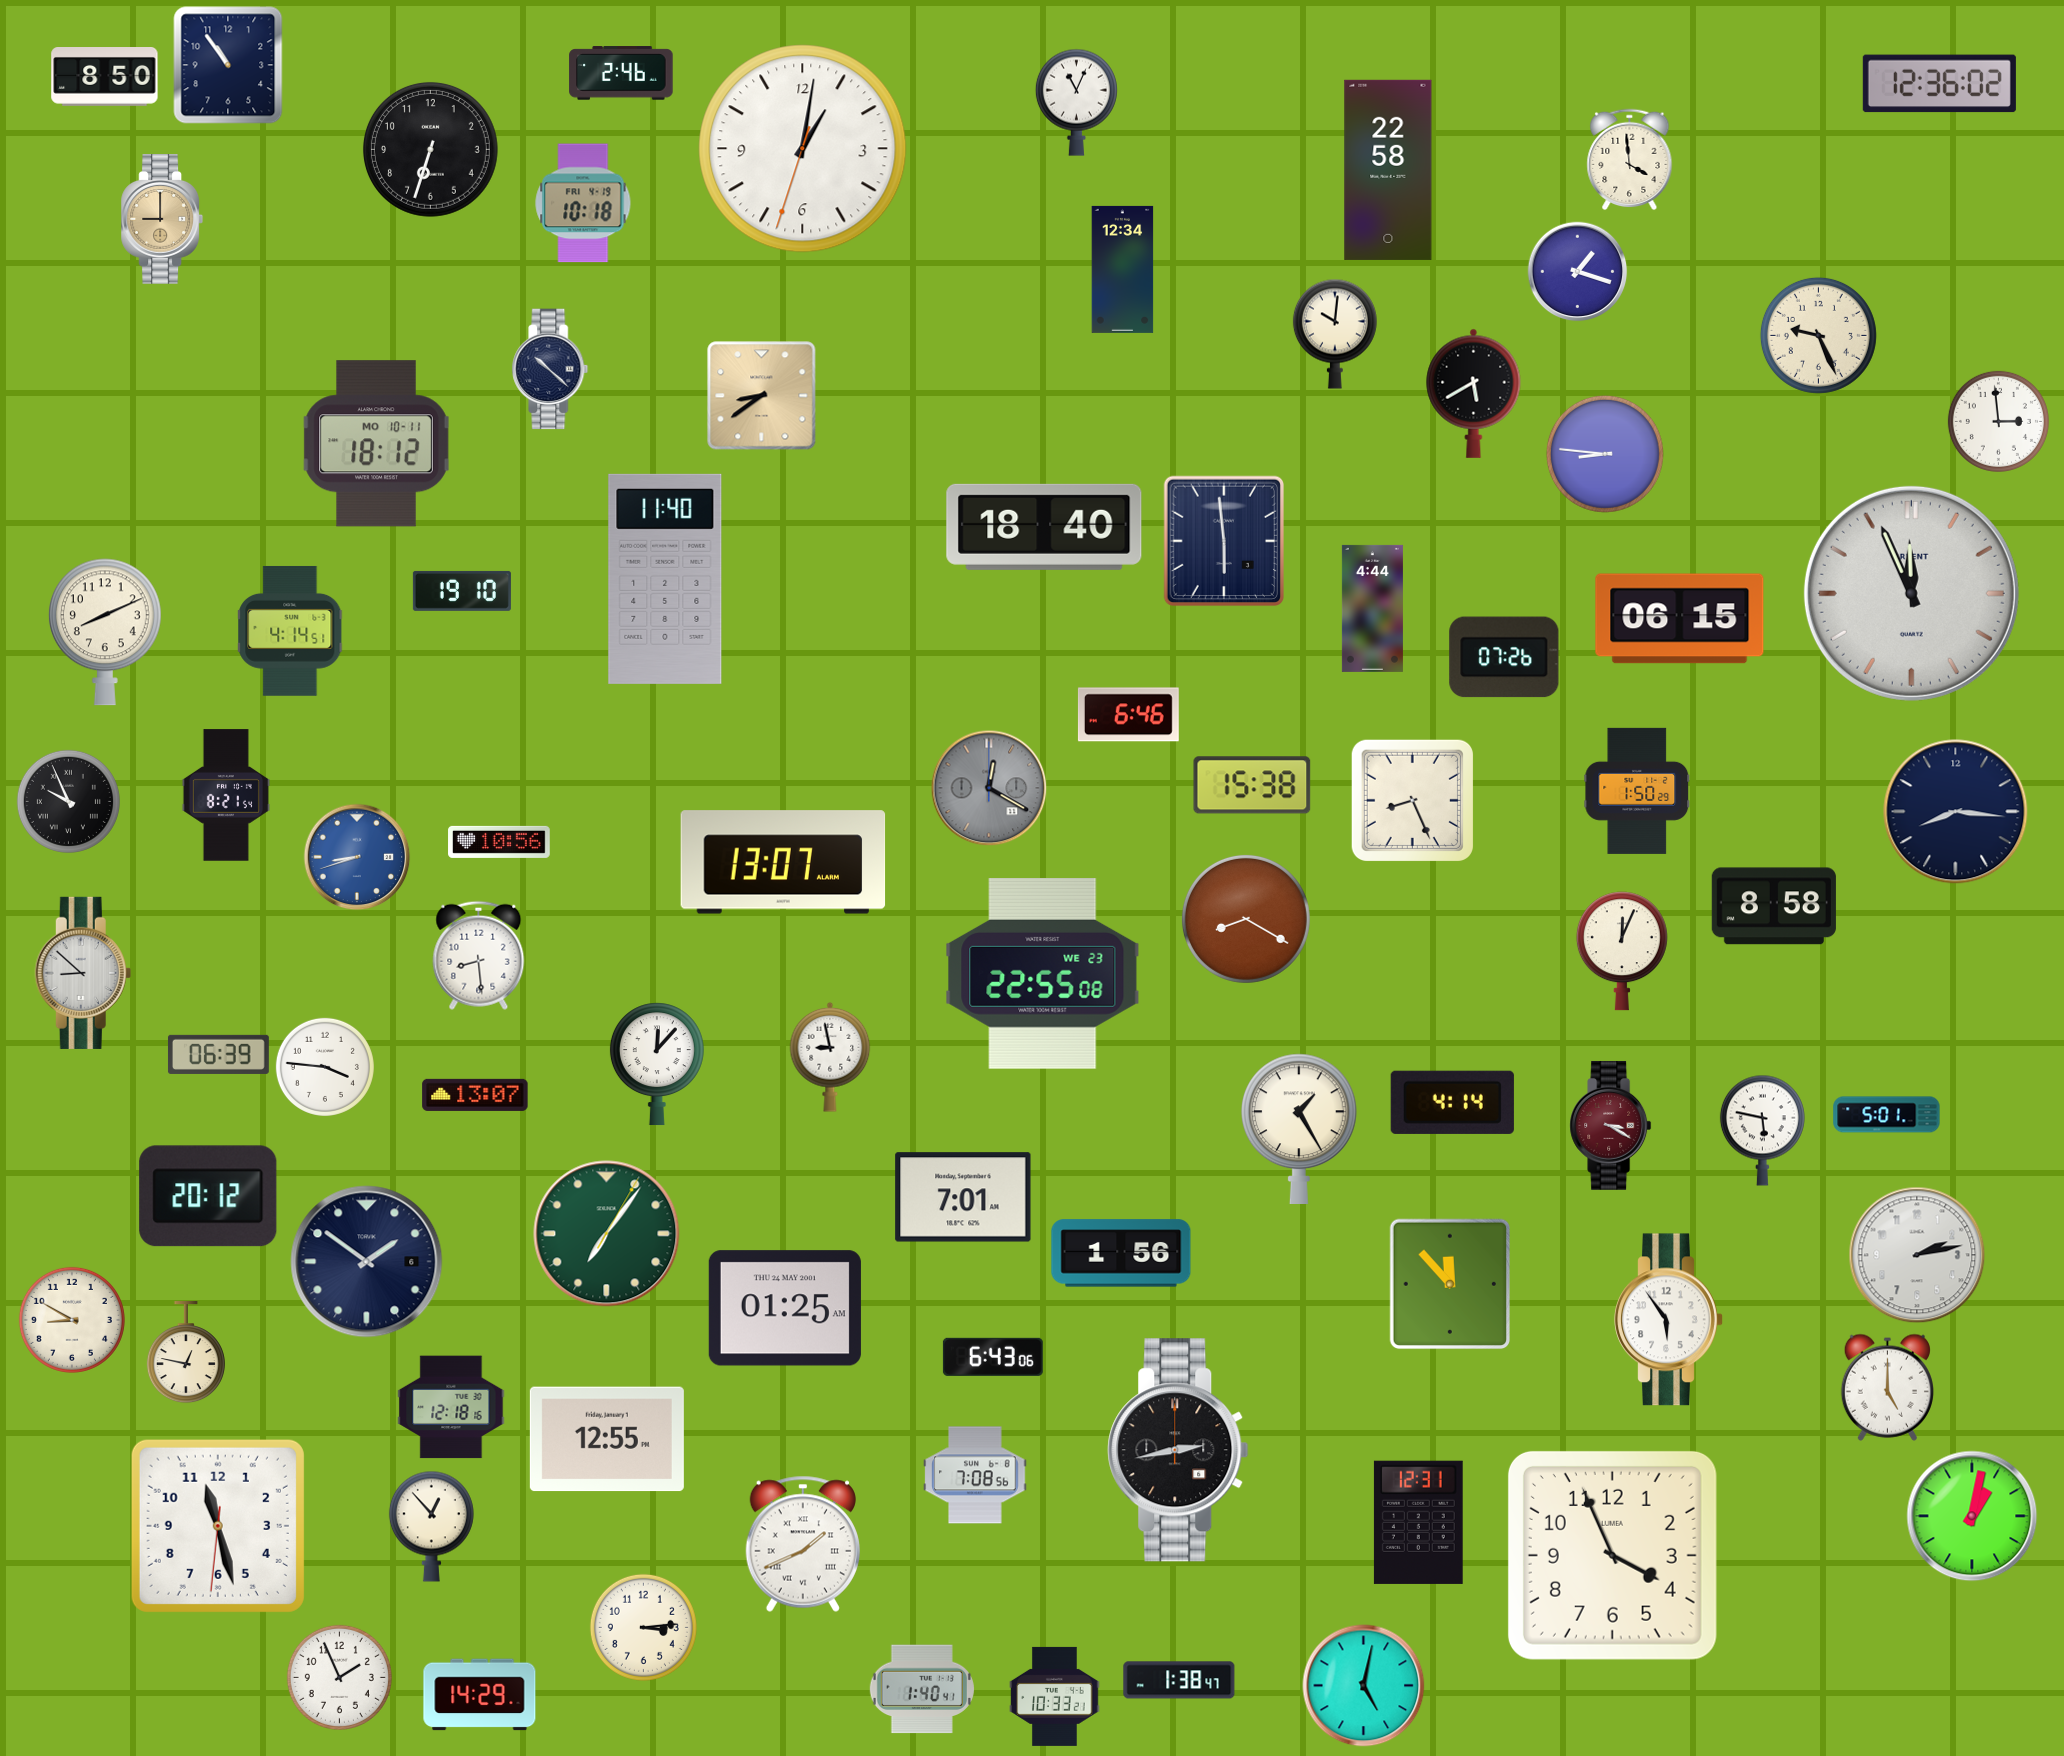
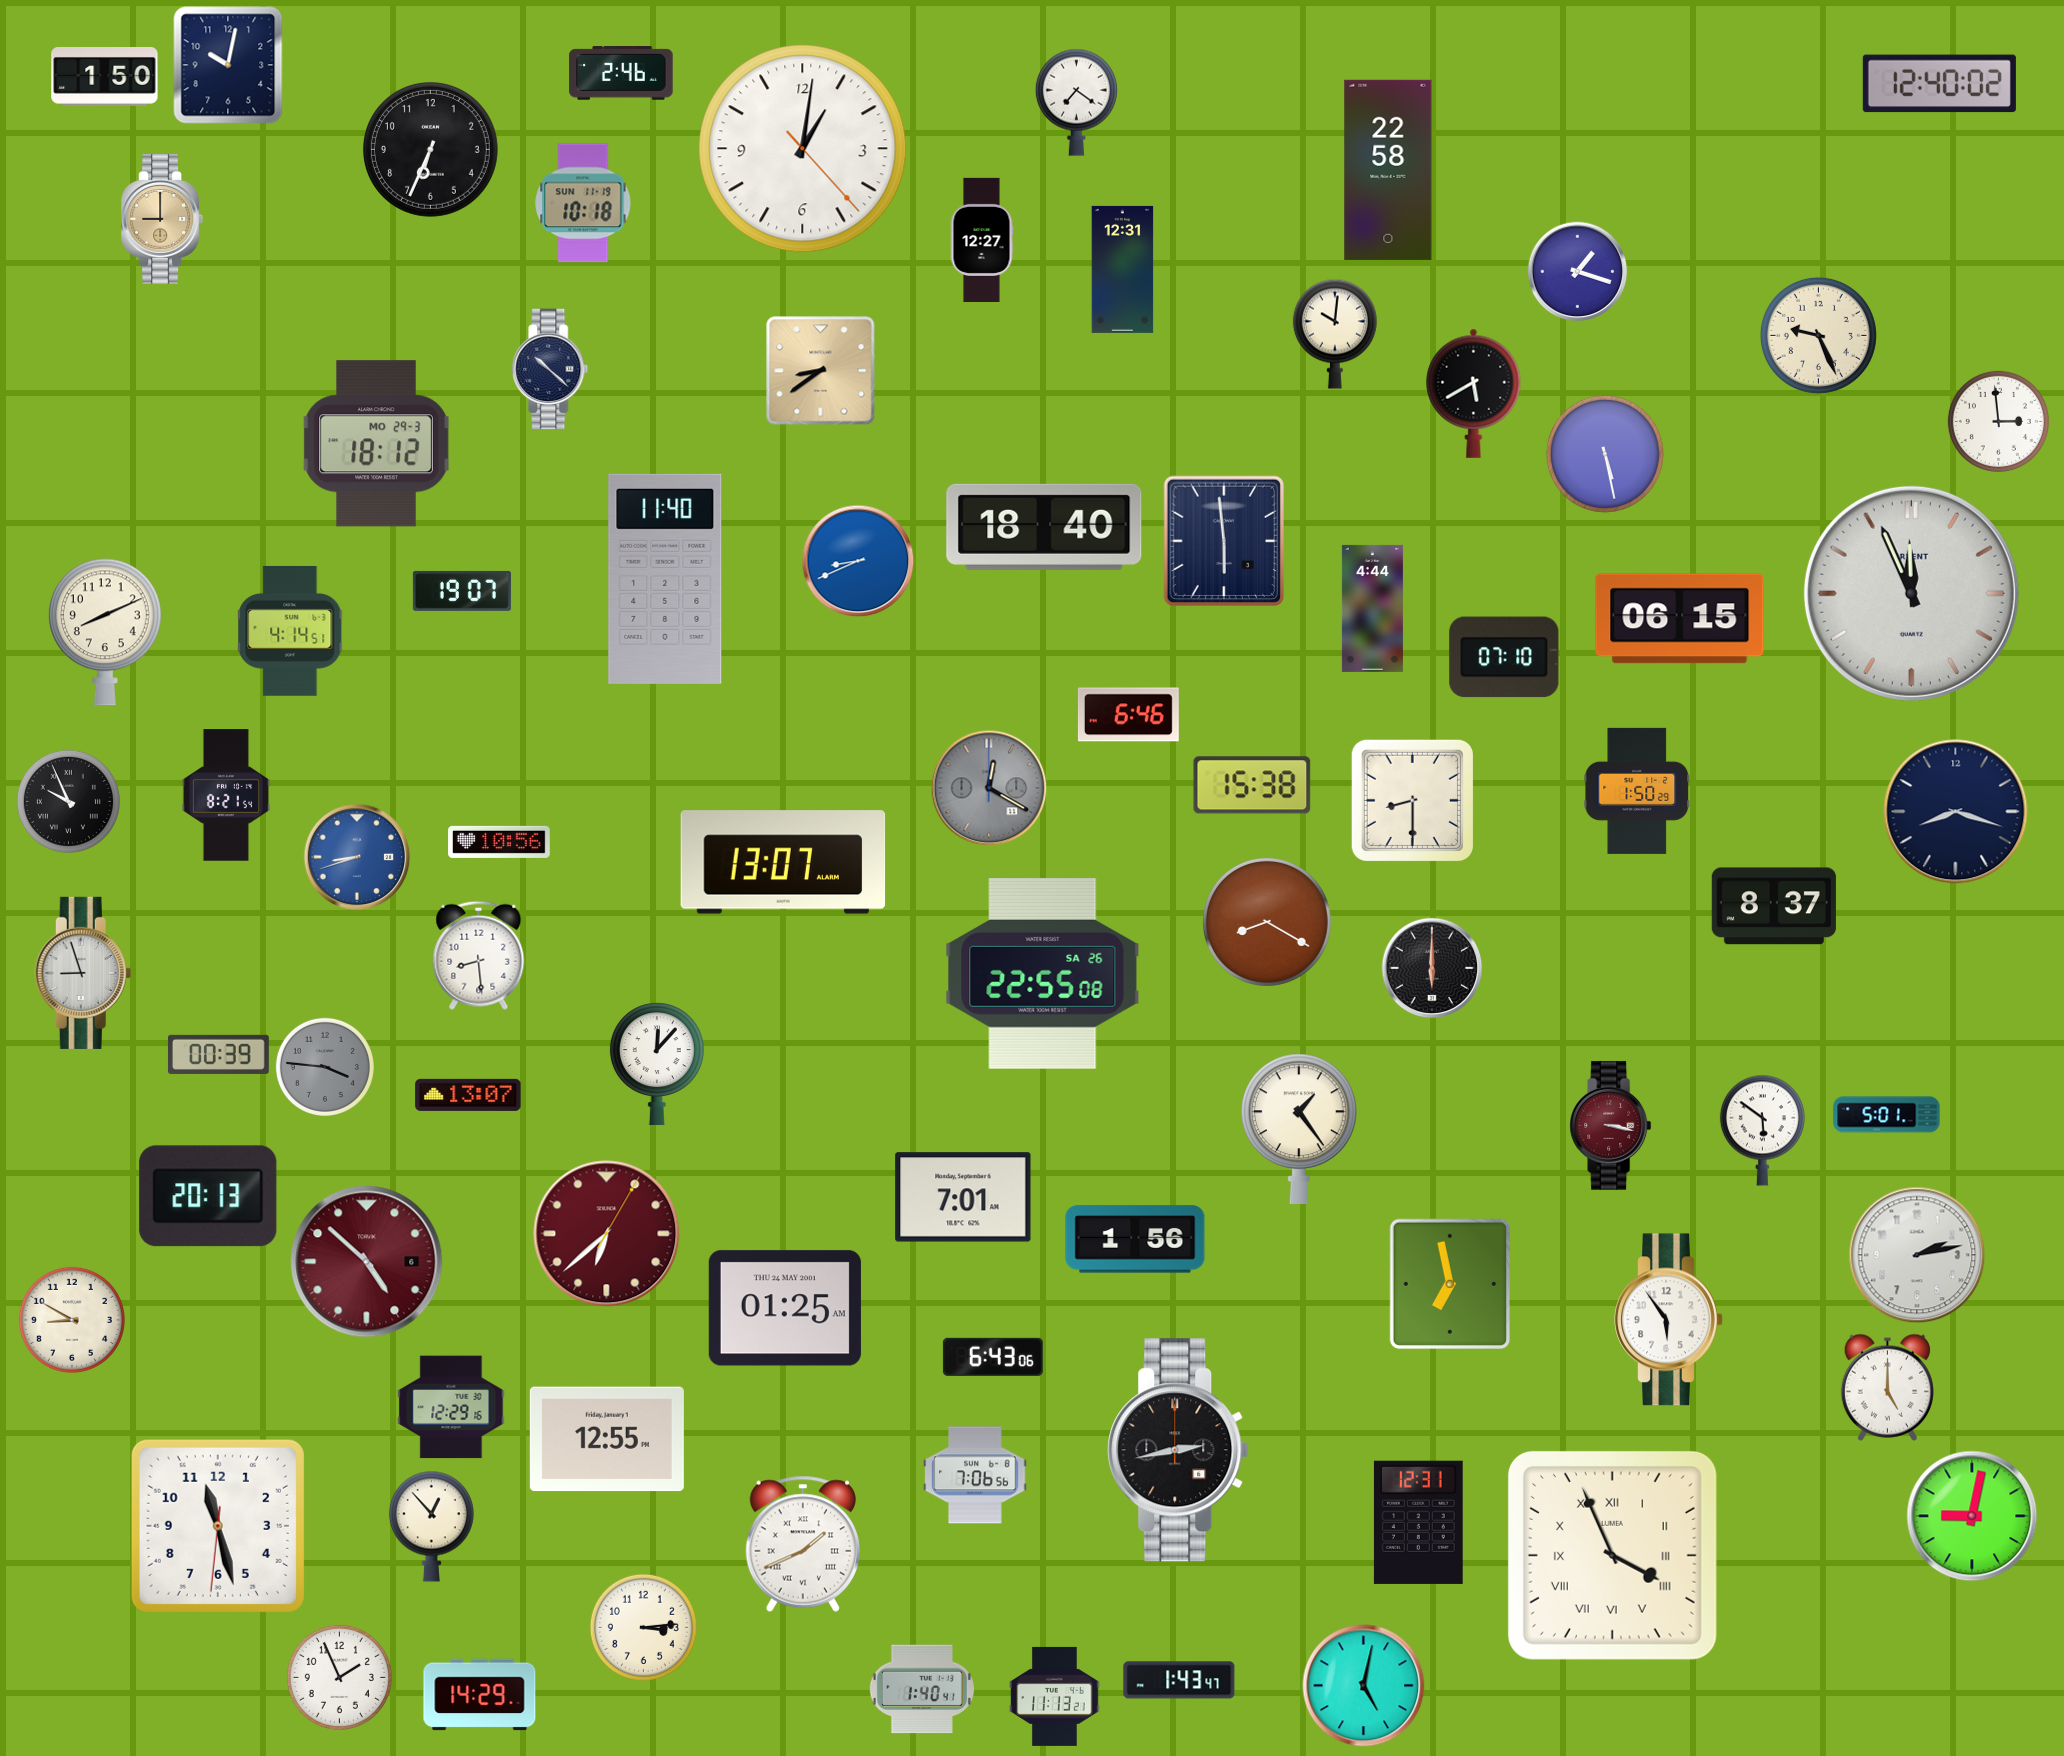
clock at (228, 65): 10:54 -> 10:02
clock at (105, 77): 8:50 -> 1:50
clock at (1939, 84): 12:36 -> 12:40
clock at (1076, 102): 11:04 -> 7:21
clock at (430, 149): 6:33 -> 6:34
clock at (803, 149): 1:01:33 -> 1:01:23
clock at (1630, 160): 3:59 -> none
clock at (583, 203) date: FRI 4-19 -> SUN 11-19
clock at (982, 239): none -> 12:27
clock at (1123, 269): 12:34 -> 12:31
clock at (762, 396) position: (762, 396) -> (821, 371)
clock at (377, 444) date: MO 10-11 -> MO 29-3
clock at (1605, 454): 8:46 -> 5:28
clock at (858, 561): none -> 8:41
clock at (462, 591): 19:10 -> 19:07
clock at (1504, 657): 07:26 -> 07:10
clock at (1412, 800): 8:26 -> 8:30
clock at (1956, 812): 8:16 -> 8:18
clock at (1774, 906): 8:58 -> 8:37
clock at (1246, 919) position: (1246, 919) -> (1267, 922)
clock at (1622, 951): 12:04 -> none
clock at (1432, 968): none -> 6:00
clock at (83, 973): 8:52 -> 8:57
clock at (1043, 974) date: WE 23 -> SA 26
clock at (218, 1054): 06:39 -> 00:39
clock at (830, 1057): 8:58 -> none
clock at (325, 1067) dial: white -> grey
clock at (475, 1095) position: (475, 1095) -> (468, 1095)
clock at (1452, 1102): 4:14 -> none
clock at (1611, 1125): 3:20 -> 3:17
clock at (1299, 1128): 1:25 -> 1:24
clock at (1762, 1130): 5:47 -> 5:51
clock at (208, 1196): 20:12 -> 20:13
clock at (607, 1234): 7:06 -> 6:38
clock at (607, 1234) dial: green -> burgundy
clock at (1121, 1253) position: (1121, 1253) -> (1135, 1239)
clock at (367, 1262): 1:51 -> 4:52
clock at (367, 1262) dial: navy -> burgundy
clock at (1449, 1284): 11:53 -> 6:58
clock at (186, 1353): 12:47 -> none
clock at (451, 1407): 12:18 -> 12:29
clock at (975, 1475): 7:08 -> 7:06
clock at (1972, 1516): 1:02 -> 9:02
clock at (1612, 1555) numerals: Arabic -> Roman
clock at (1179, 1680): 1:38 -> 1:43
clock at (1055, 1696): 10:33 -> 11:13
